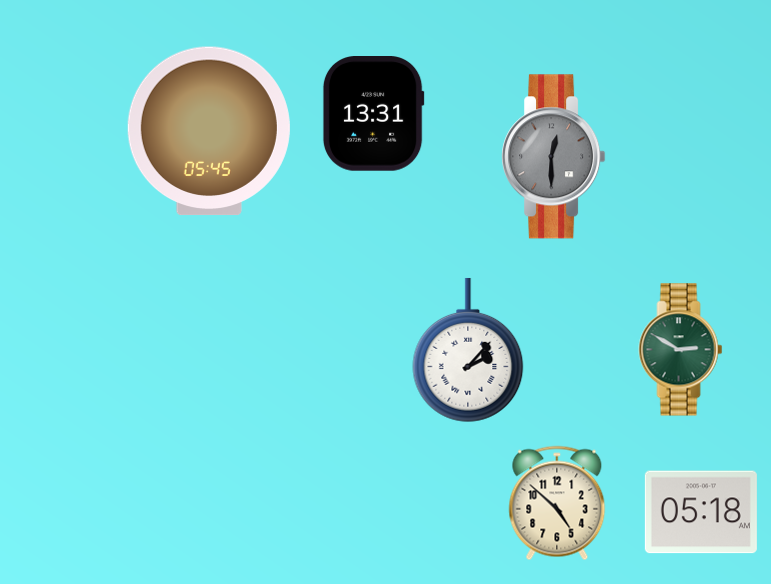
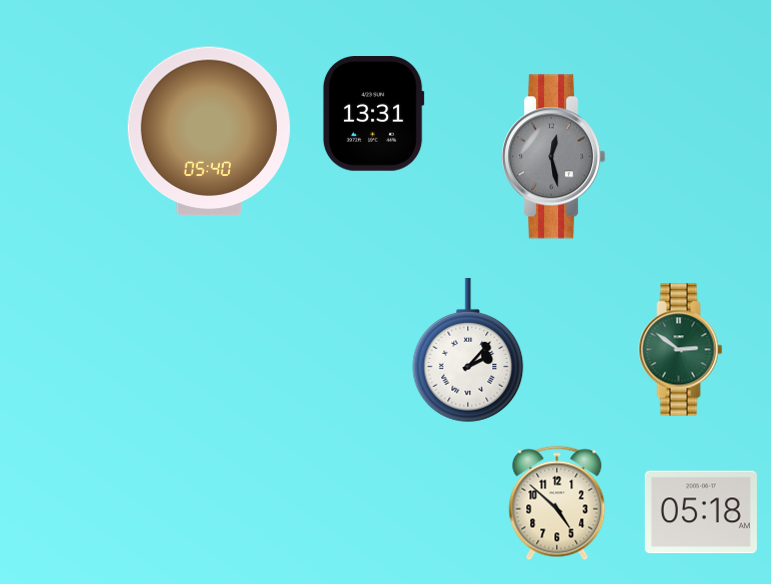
clock at (209, 131): 05:45 -> 05:40
clock at (554, 157): 12:30 -> 12:28
clock at (681, 350): 2:50 -> 2:51
